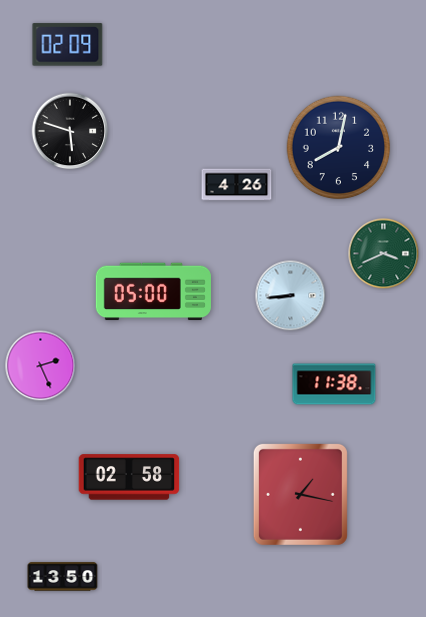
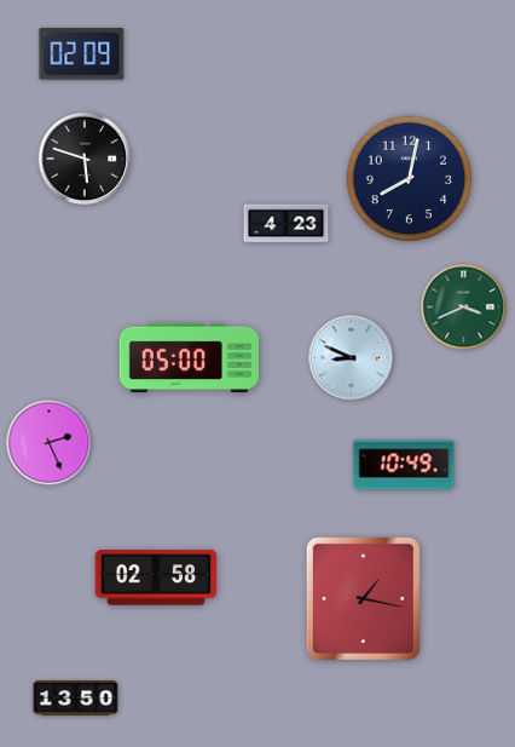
clock at (237, 185): 4:26 -> 4:23
clock at (153, 292) position: (153, 292) -> (189, 358)
clock at (291, 296): 8:44 -> 8:49
clock at (334, 384): 11:38 -> 10:49
